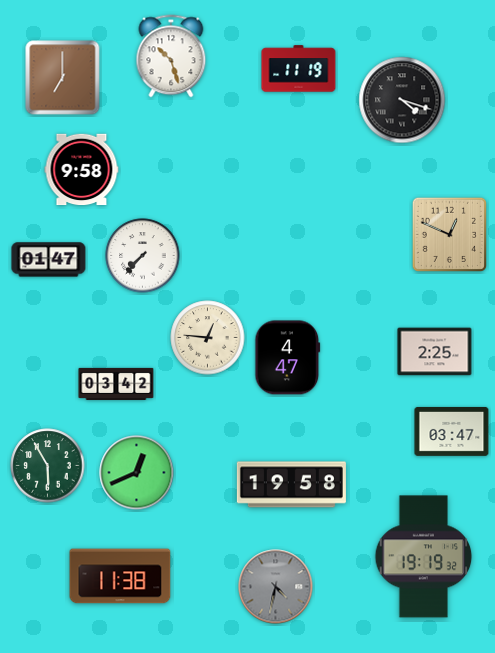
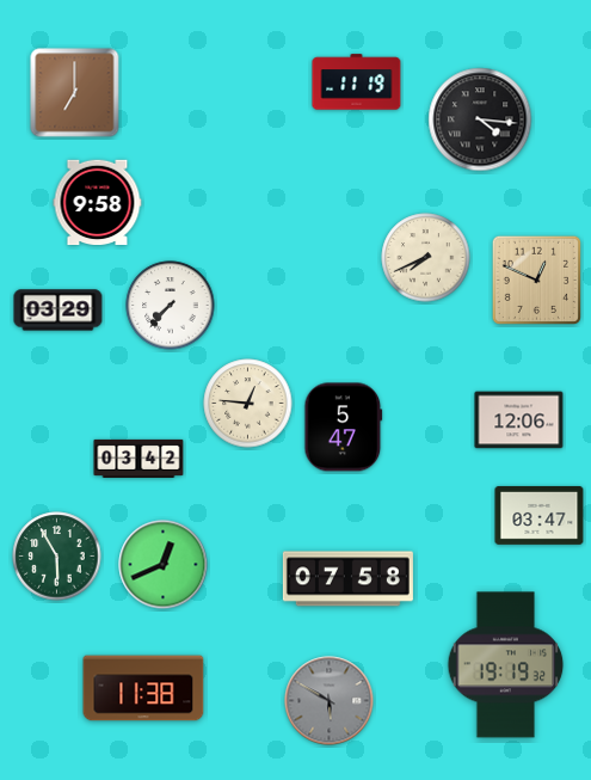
clock at (171, 56): 10:27 -> none
clock at (402, 100): 4:18 -> 4:16
clock at (426, 258): none -> 7:41
clock at (49, 260): 01:47 -> 03:29
clock at (435, 352): 2:25 -> 12:06
clock at (288, 358): 4:47 -> 5:47
clock at (291, 485): 19:58 -> 07:58
clock at (276, 587): 4:32 -> 5:50
